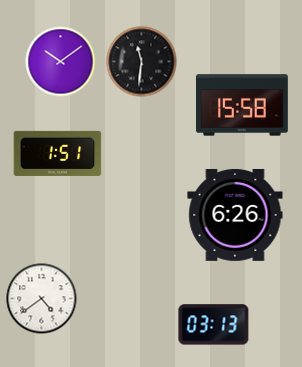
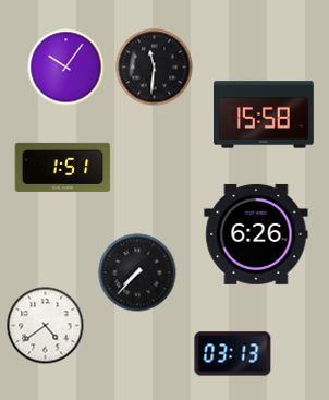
clock at (61, 62): 10:09 -> 10:06
clock at (137, 272): none -> 7:37
